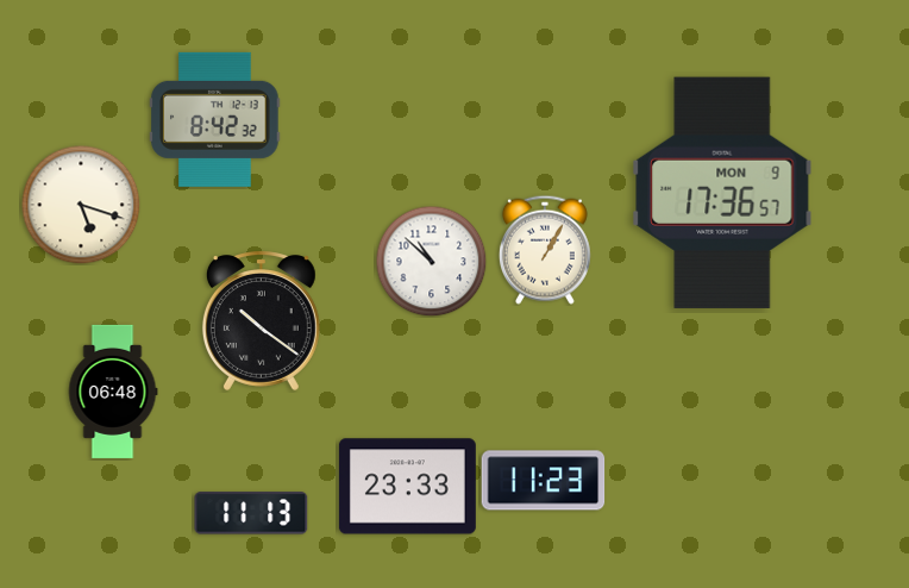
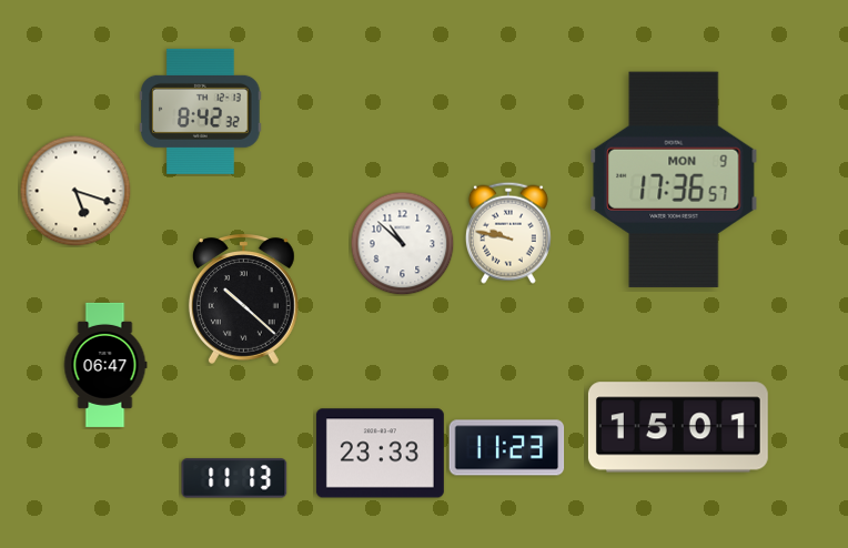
clock at (545, 250): 1:05 -> 9:47
clock at (261, 320): 10:21 -> 10:22
clock at (113, 392): 06:48 -> 06:47
clock at (678, 427): none -> 15:01
